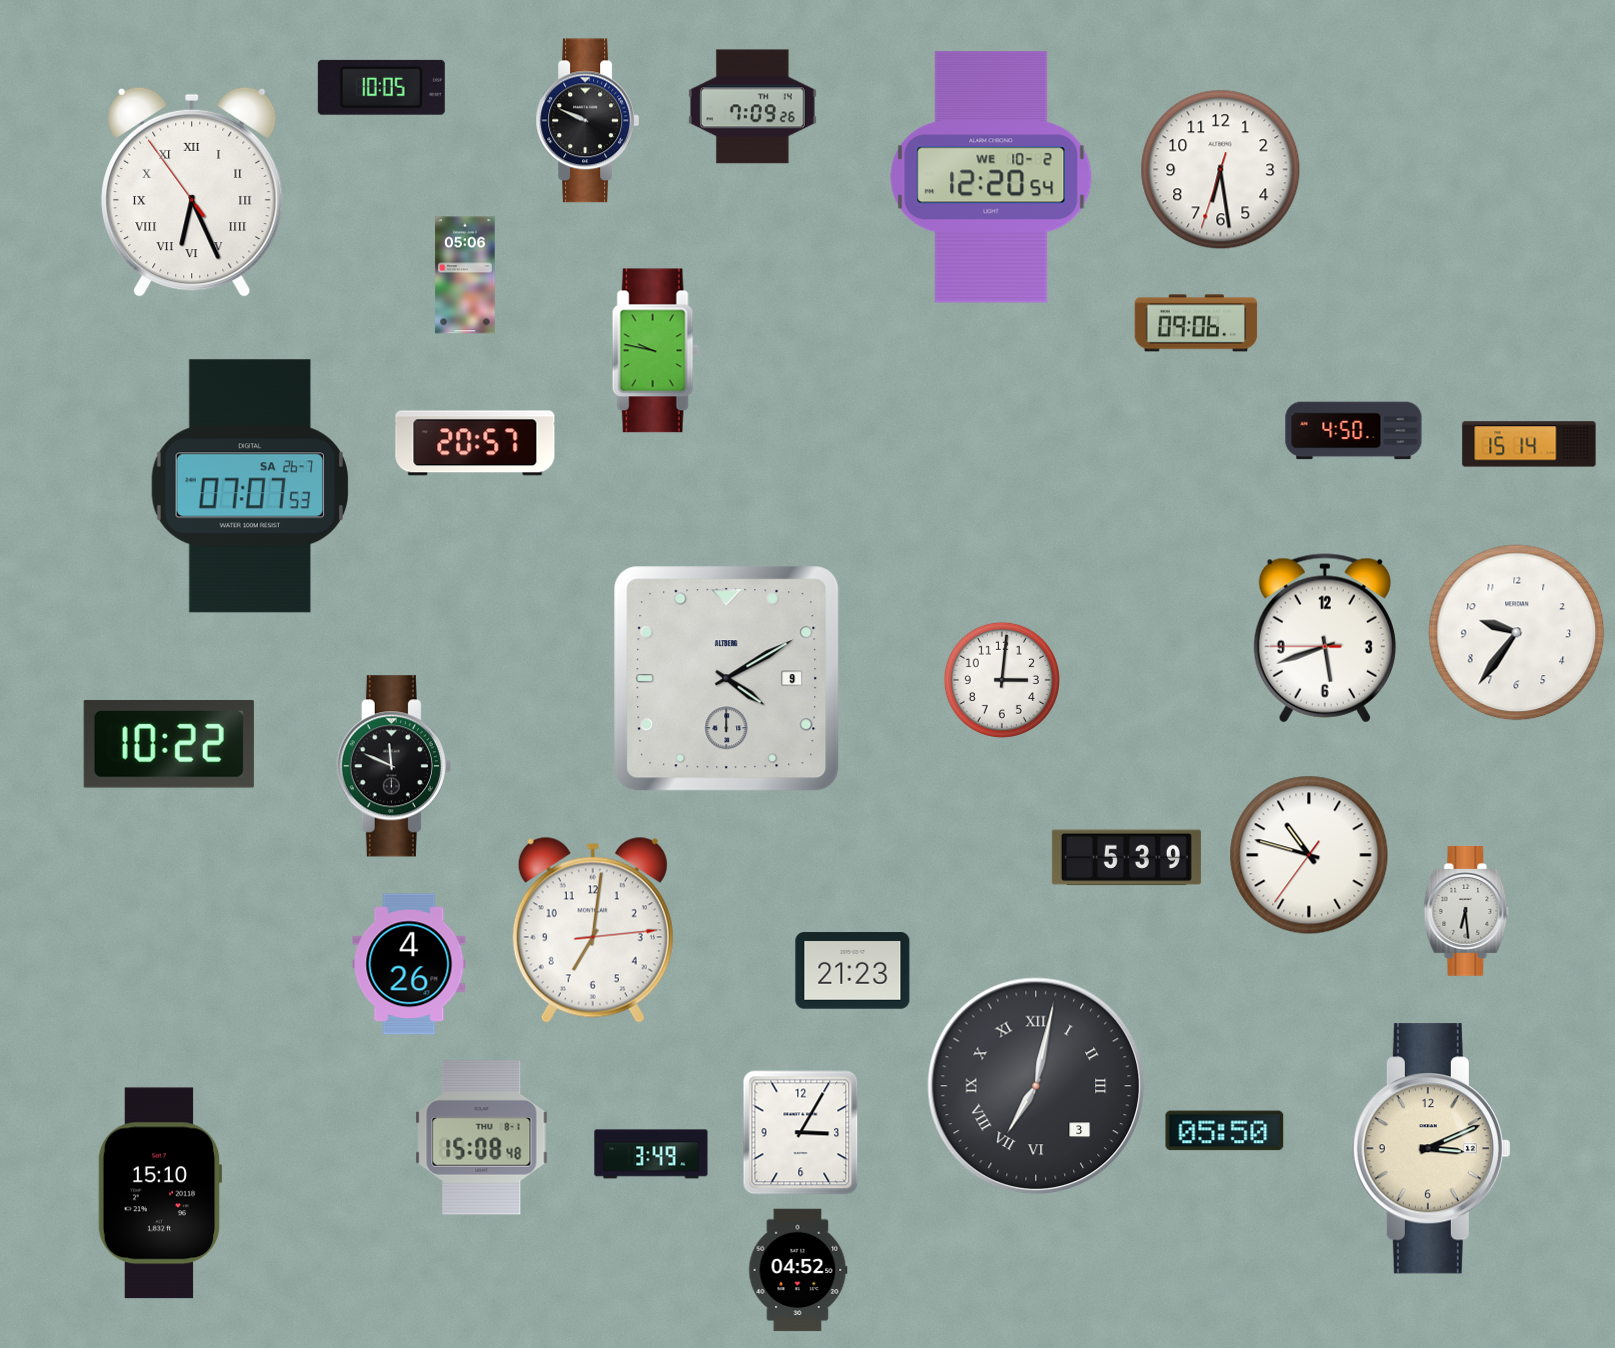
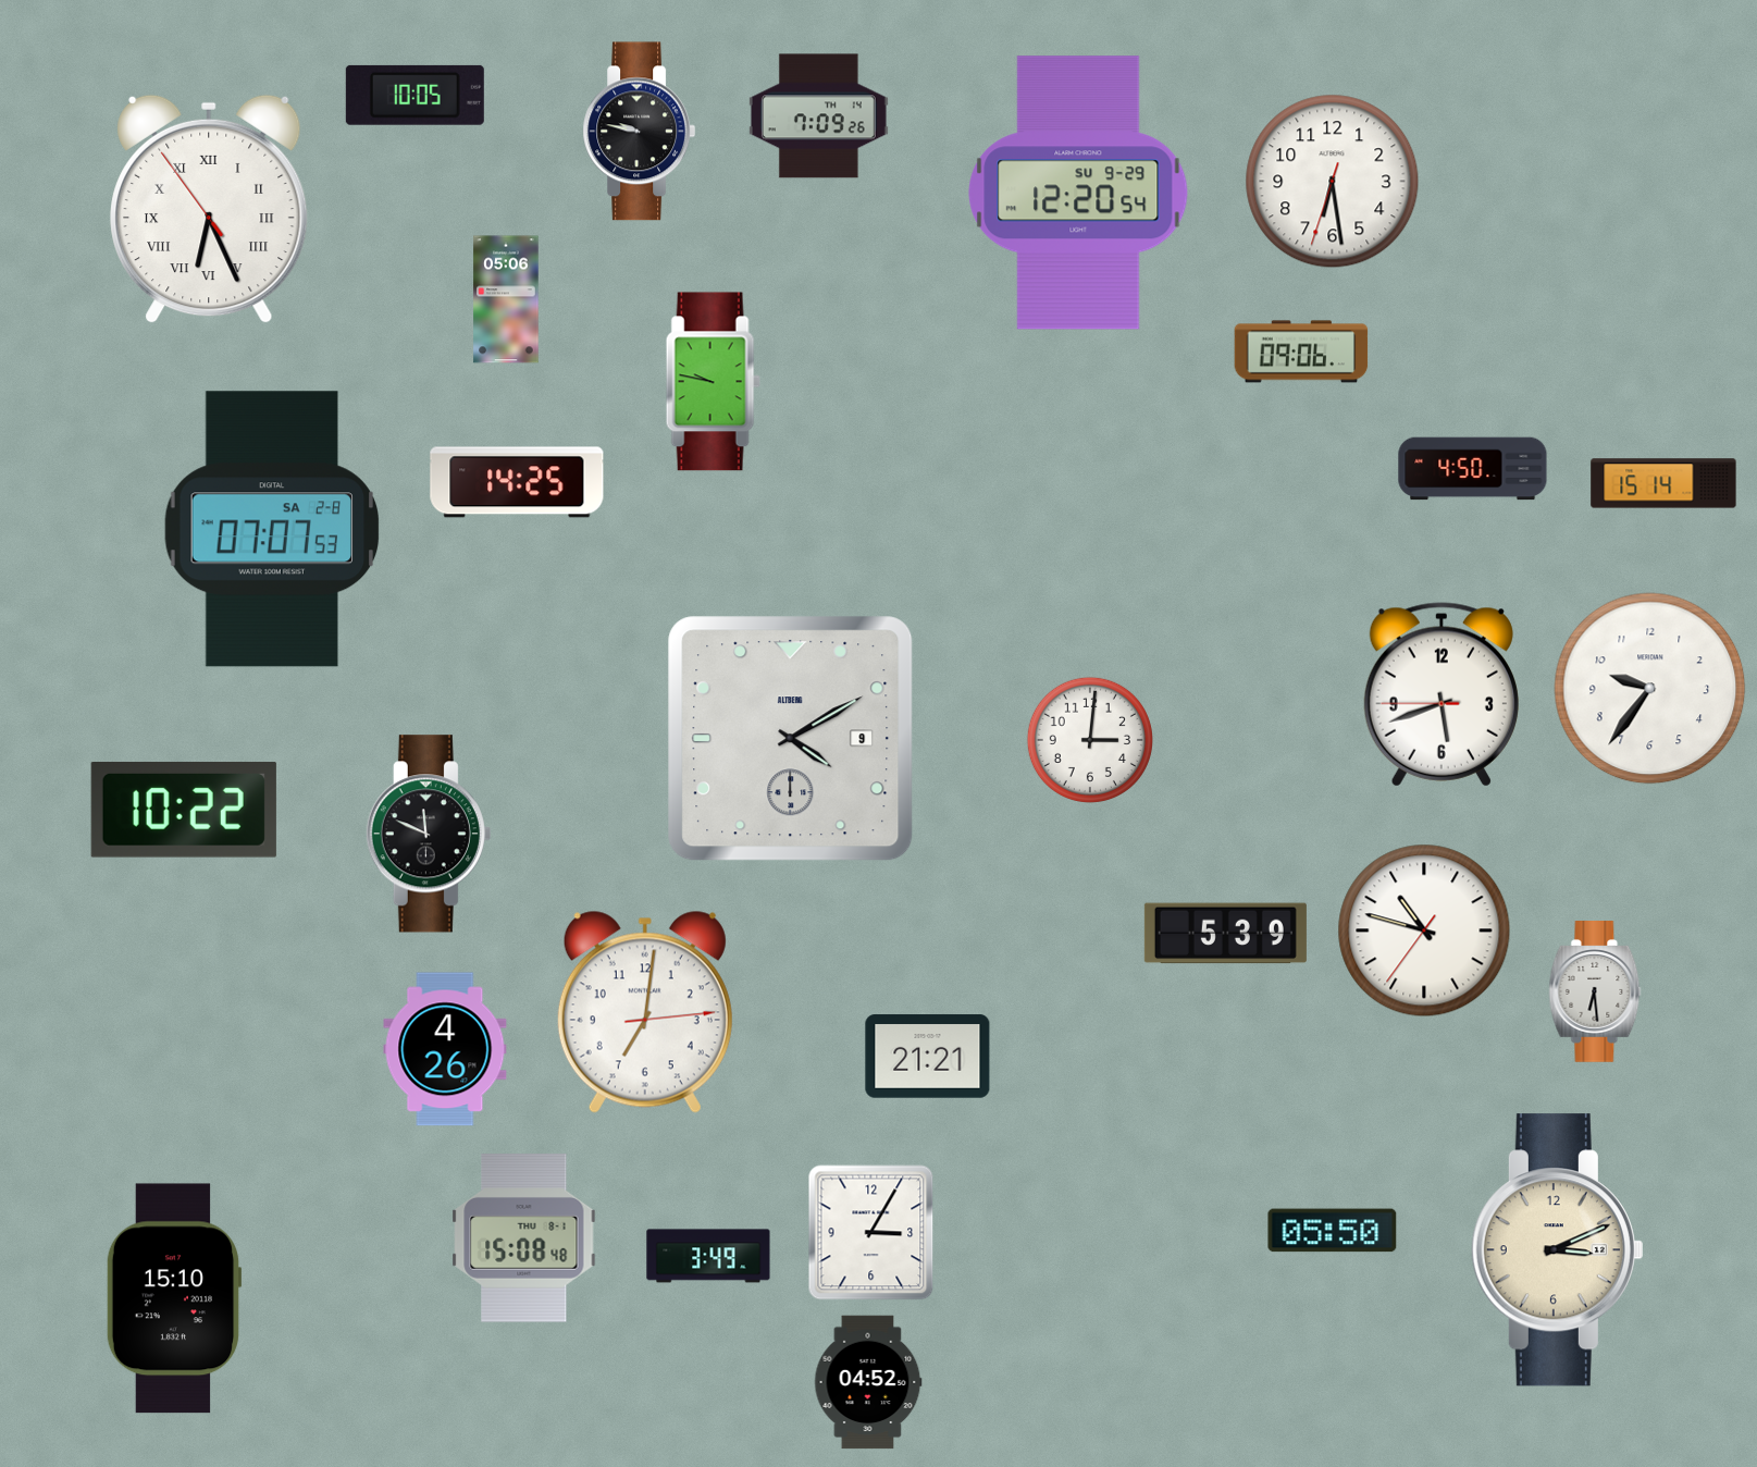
clock at (588, 121): 9:49 -> 9:47
clock at (1221, 170) position: (1221, 170) -> (1333, 182)
clock at (991, 177) date: WE 10-2 -> SU 9-29
clock at (475, 443): 20:57 -> 14:25
clock at (250, 486) date: SA 26-7 -> SA 2-8
clock at (853, 971): 21:23 -> 21:21
clock at (1036, 1086): 7:02 -> none
